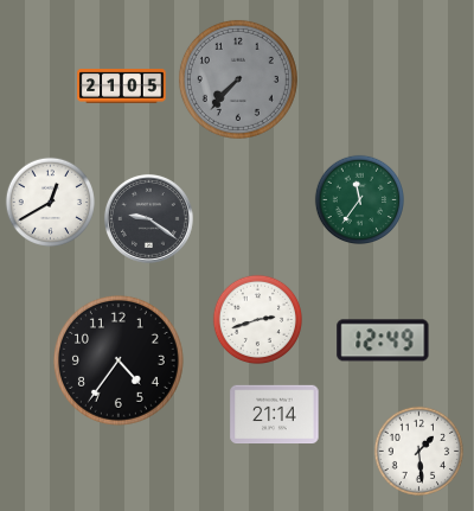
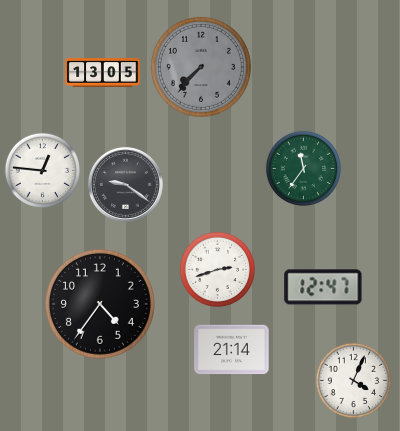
clock at (122, 87): 21:05 -> 13:05
clock at (51, 203): 12:40 -> 12:46
clock at (383, 340): 12:49 -> 12:47
clock at (419, 452): 1:29 -> 4:04
